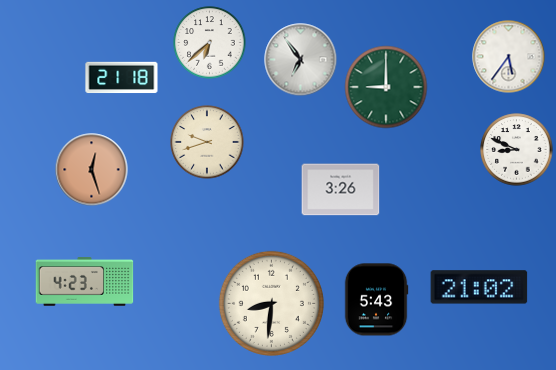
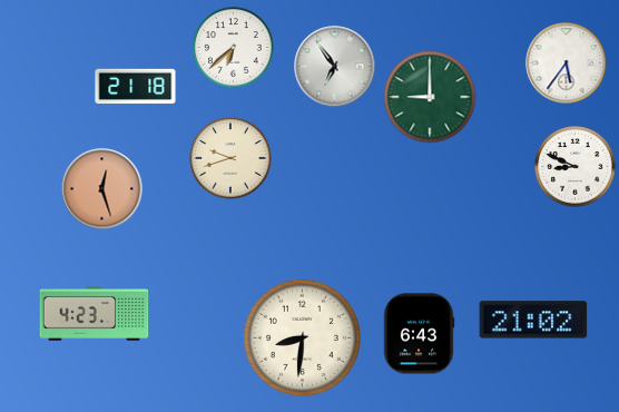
clock at (341, 190): 3:26 -> none
clock at (376, 300): 5:43 -> 6:43
